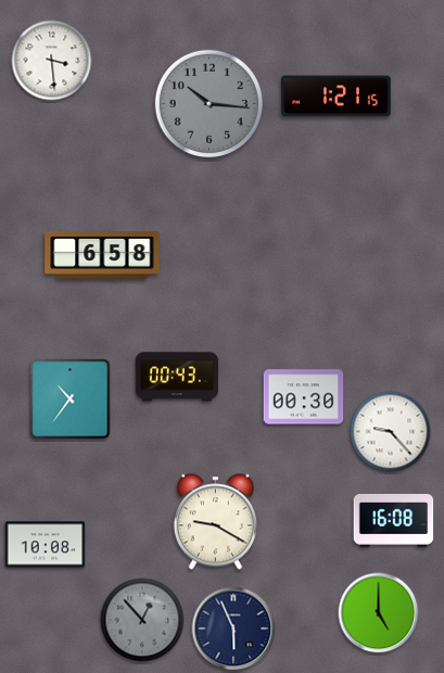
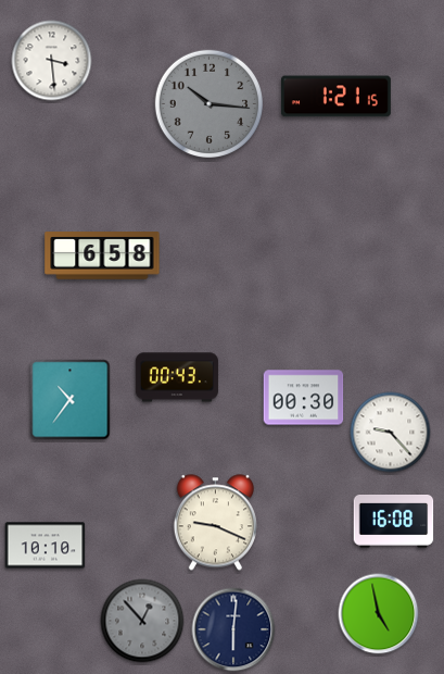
clock at (215, 522): 9:20 -> 9:19
clock at (46, 545): 10:08 -> 10:10
clock at (379, 613): 5:00 -> 4:58
clock at (233, 628): 5:56 -> 6:01
